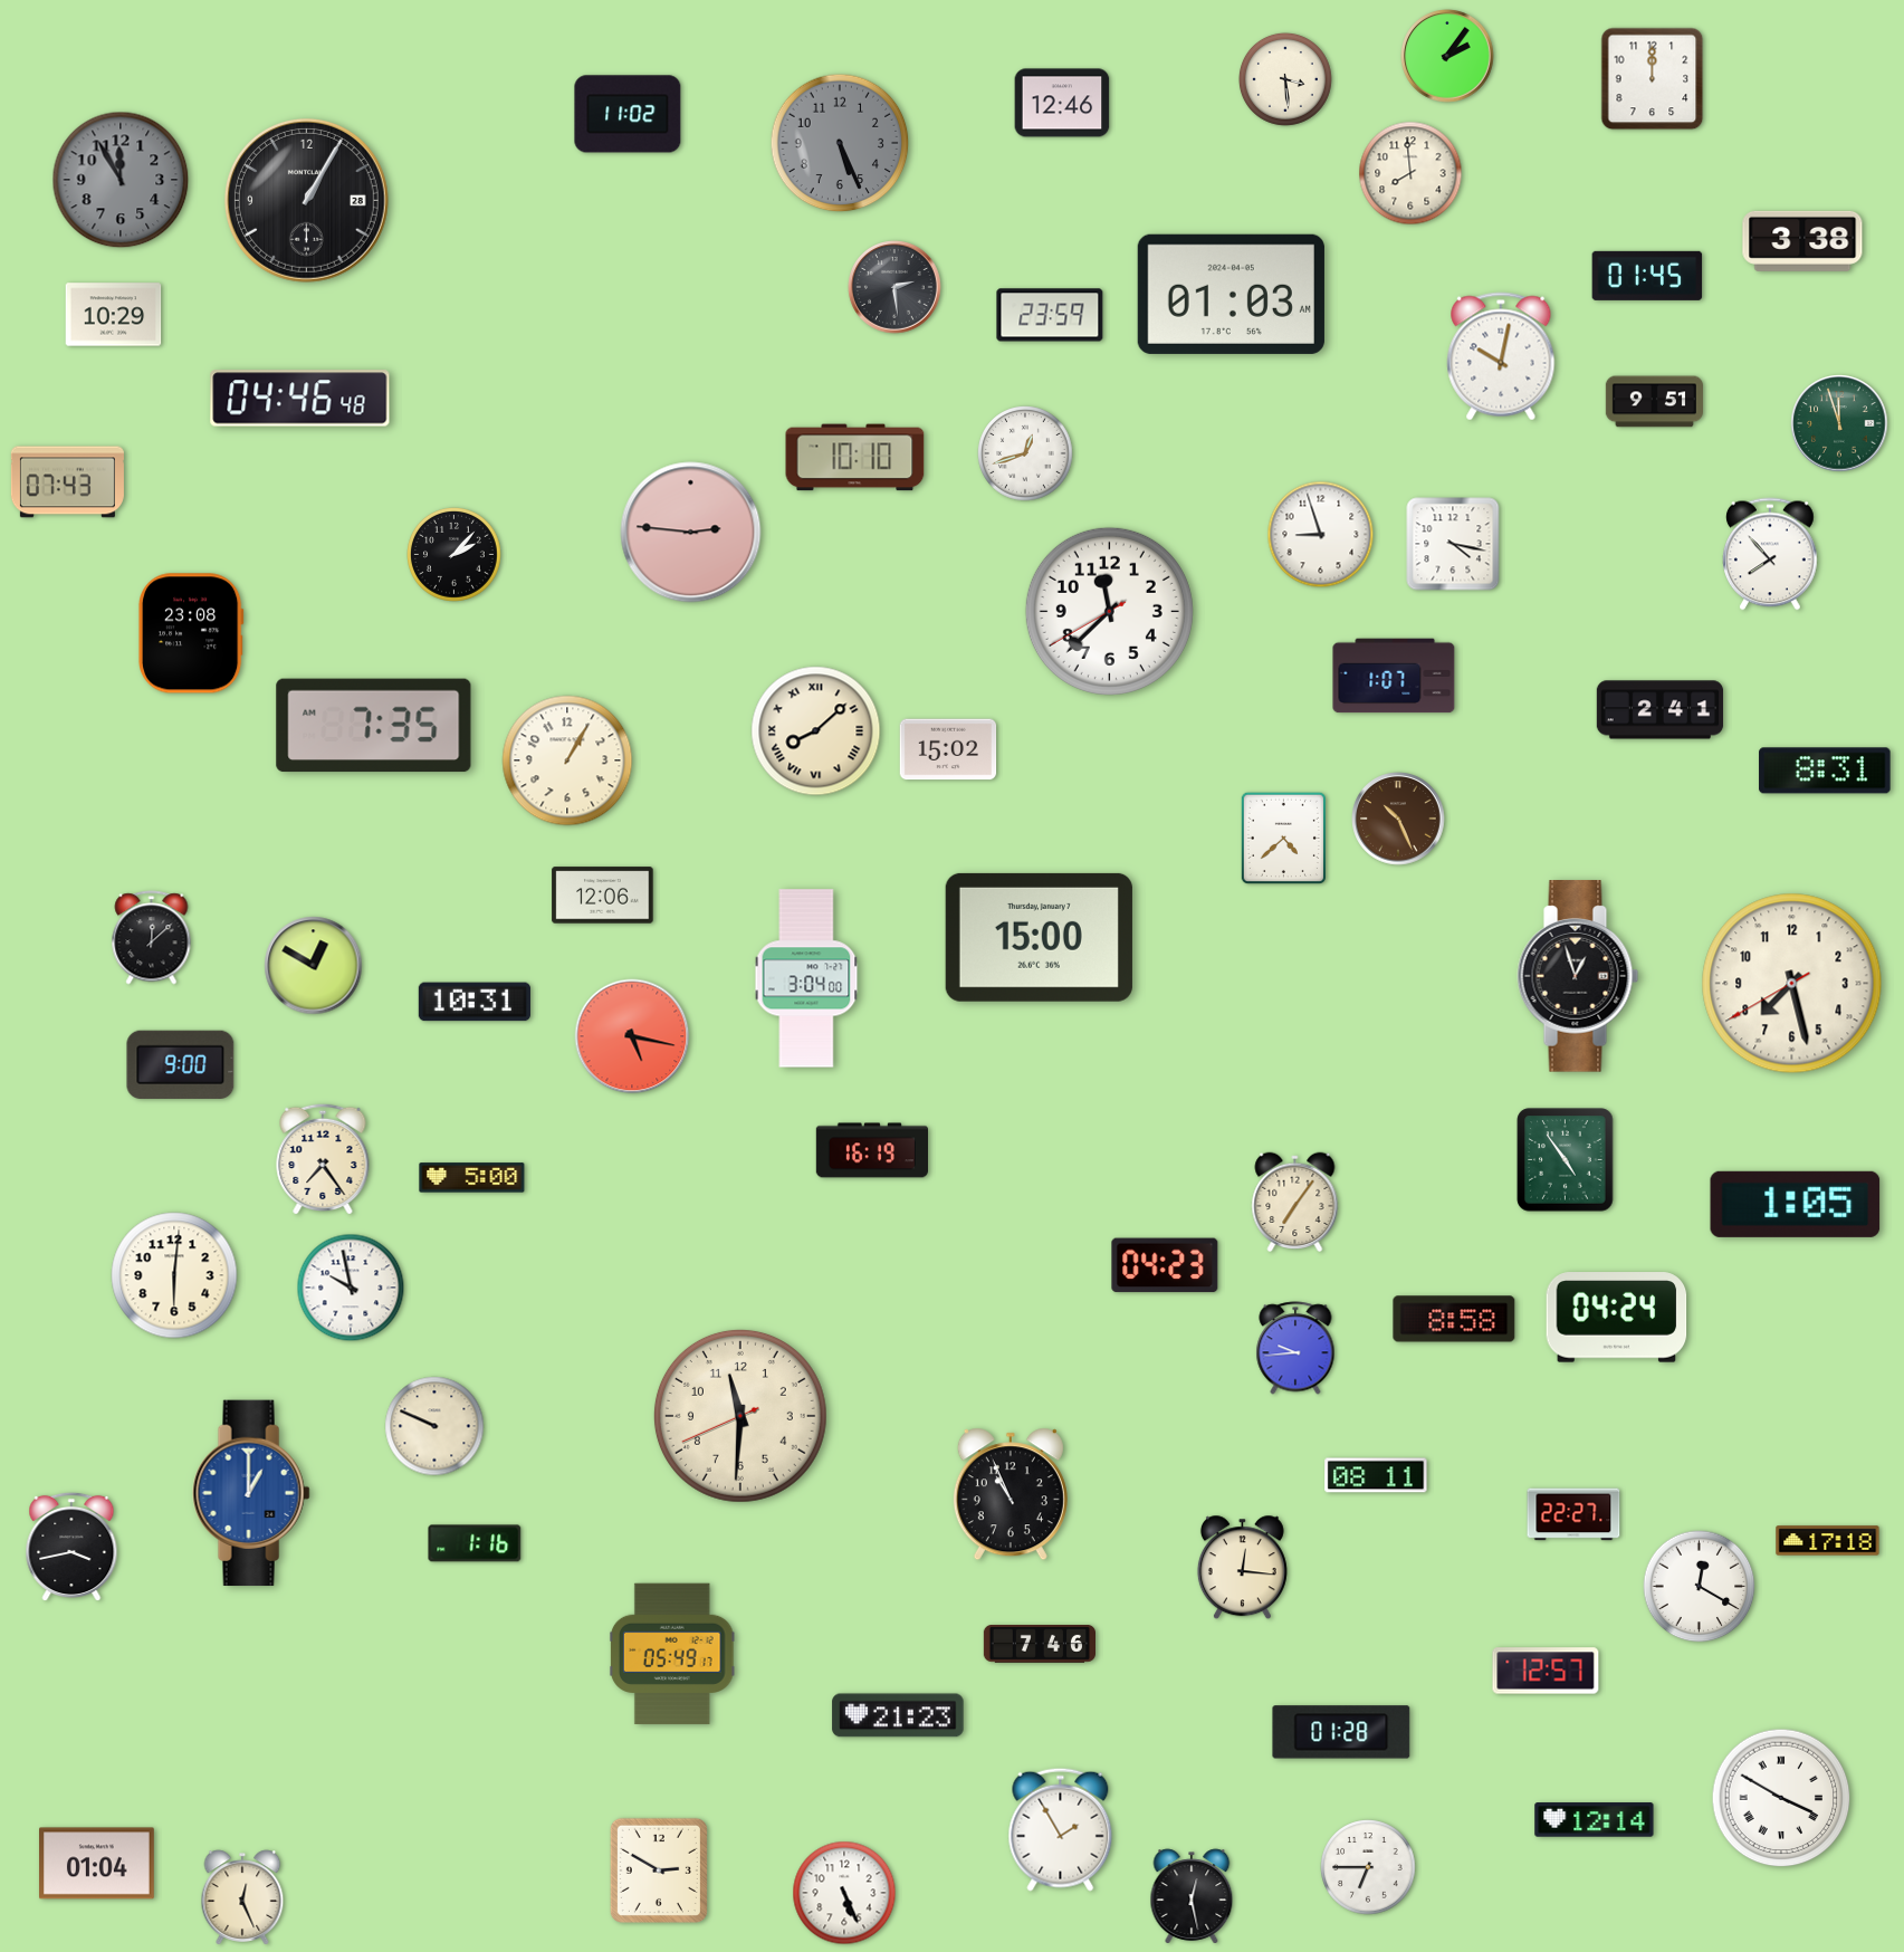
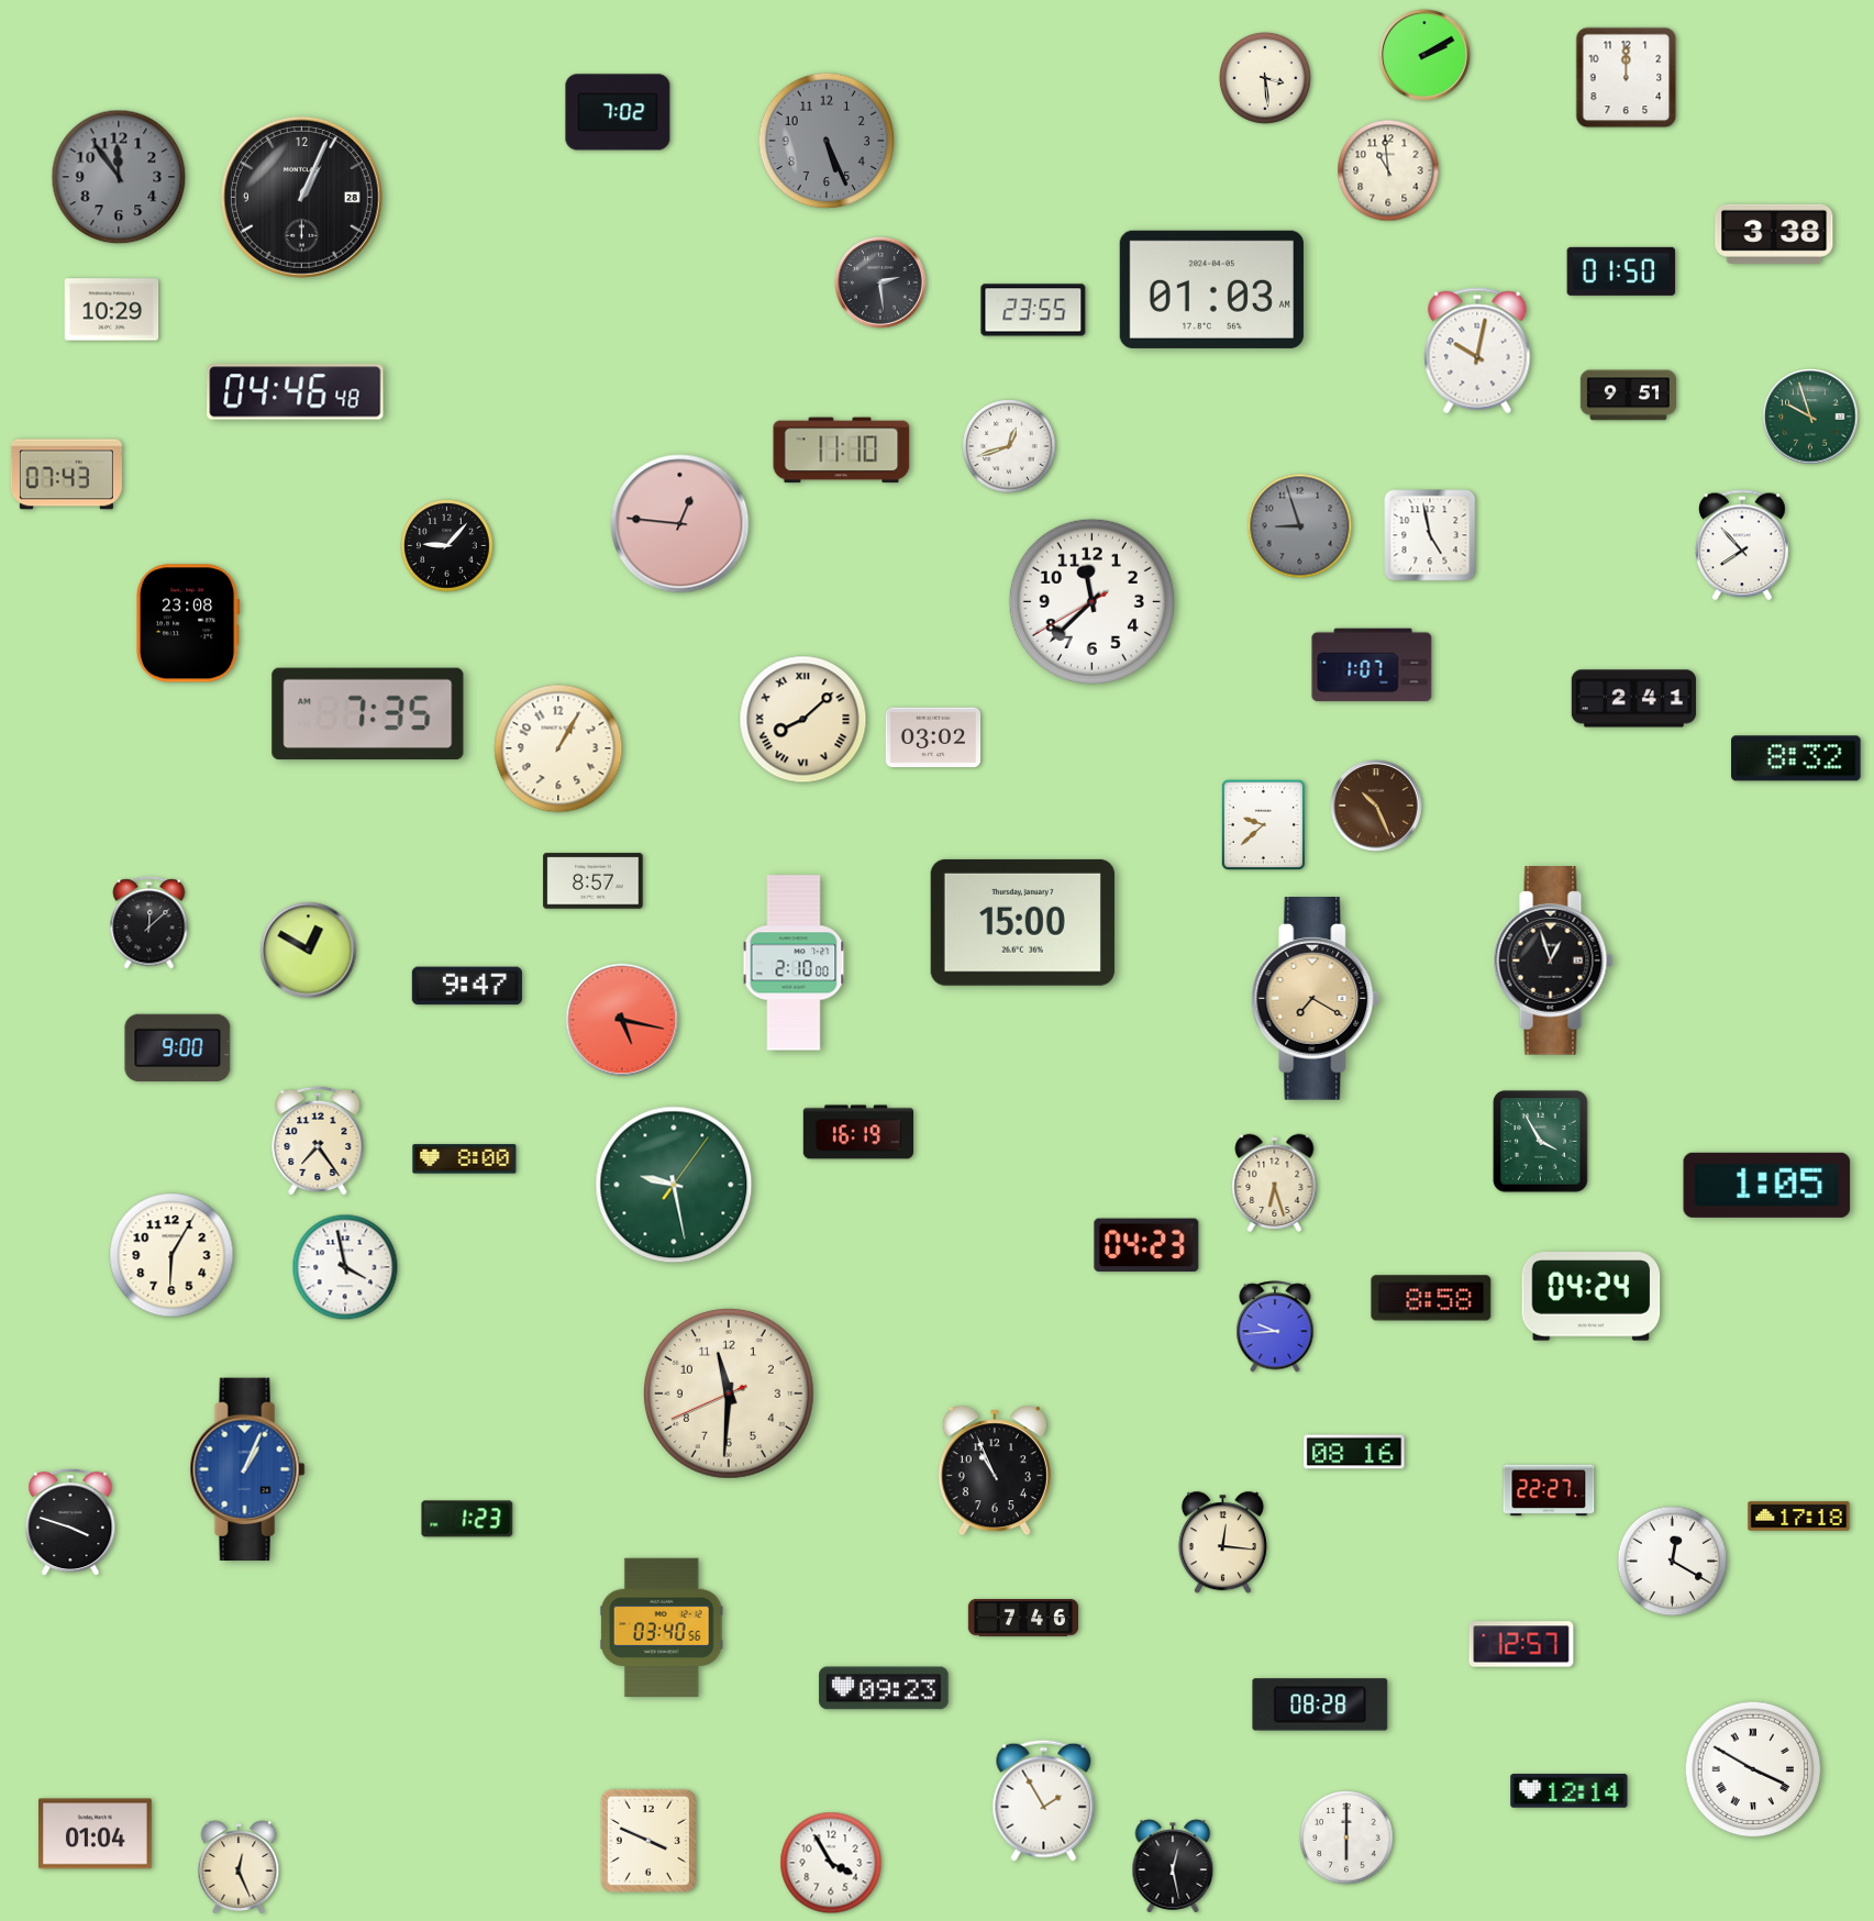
clock at (1447, 56): 2:06 -> 2:10
clock at (1062, 103): 12:46 -> none
clock at (628, 114): 11:02 -> 7:02
clock at (1410, 173): 7:59 -> 10:59
clock at (121, 180): 11:55 -> 11:54
clock at (306, 200): 1:05 -> 1:04
clock at (1802, 241) position: (1802, 241) -> (1774, 234)
clock at (1647, 276): 01:45 -> 01:50
clock at (1050, 315): 23:59 -> 23:55
clock at (1839, 423): 11:57 -> 9:57
clock at (855, 458): 10:10 -> 11:10
clock at (691, 533): 2:46 -> 12:46
clock at (1321, 535) dial: white -> grey
clock at (1453, 544): 4:17 -> 4:58
clock at (455, 555): 2:07 -> 9:07
clock at (948, 749): 15:02 -> 03:02
clock at (1825, 771): 8:31 -> 8:32
clock at (1283, 838): 4:38 -> 9:38
clock at (603, 896): 12:06 -> 8:57
clock at (806, 978): 3:04 -> 2:10
clock at (1792, 984): 7:27 -> none
clock at (475, 1002): 10:31 -> 9:47
clock at (1316, 999): none -> 7:20
clock at (1566, 1160): 4:54 -> 3:55
clock at (472, 1178): 5:00 -> 8:00
clock at (1295, 1202): 7:06 -> 6:27
clock at (674, 1185): none -> 9:28
clock at (174, 1275): 6:01 -> 6:05
clock at (351, 1288): 9:58 -> 3:58
clock at (434, 1426): 9:49 -> none
clock at (1376, 1475): 08:11 -> 08:16
clock at (251, 1493): 1:00 -> 1:04
clock at (475, 1543): 1:16 -> 1:23
clock at (71, 1547): 3:43 -> 3:48
clock at (672, 1654): 05:49 -> 03:40
clock at (898, 1715): 21:23 -> 09:23
clock at (1341, 1732): 01:28 -> 08:28
clock at (1368, 1867): 6:45 -> 6:00
clock at (659, 1870): 2:50 -> 3:49
clock at (844, 1893): 5:26 -> 3:55
